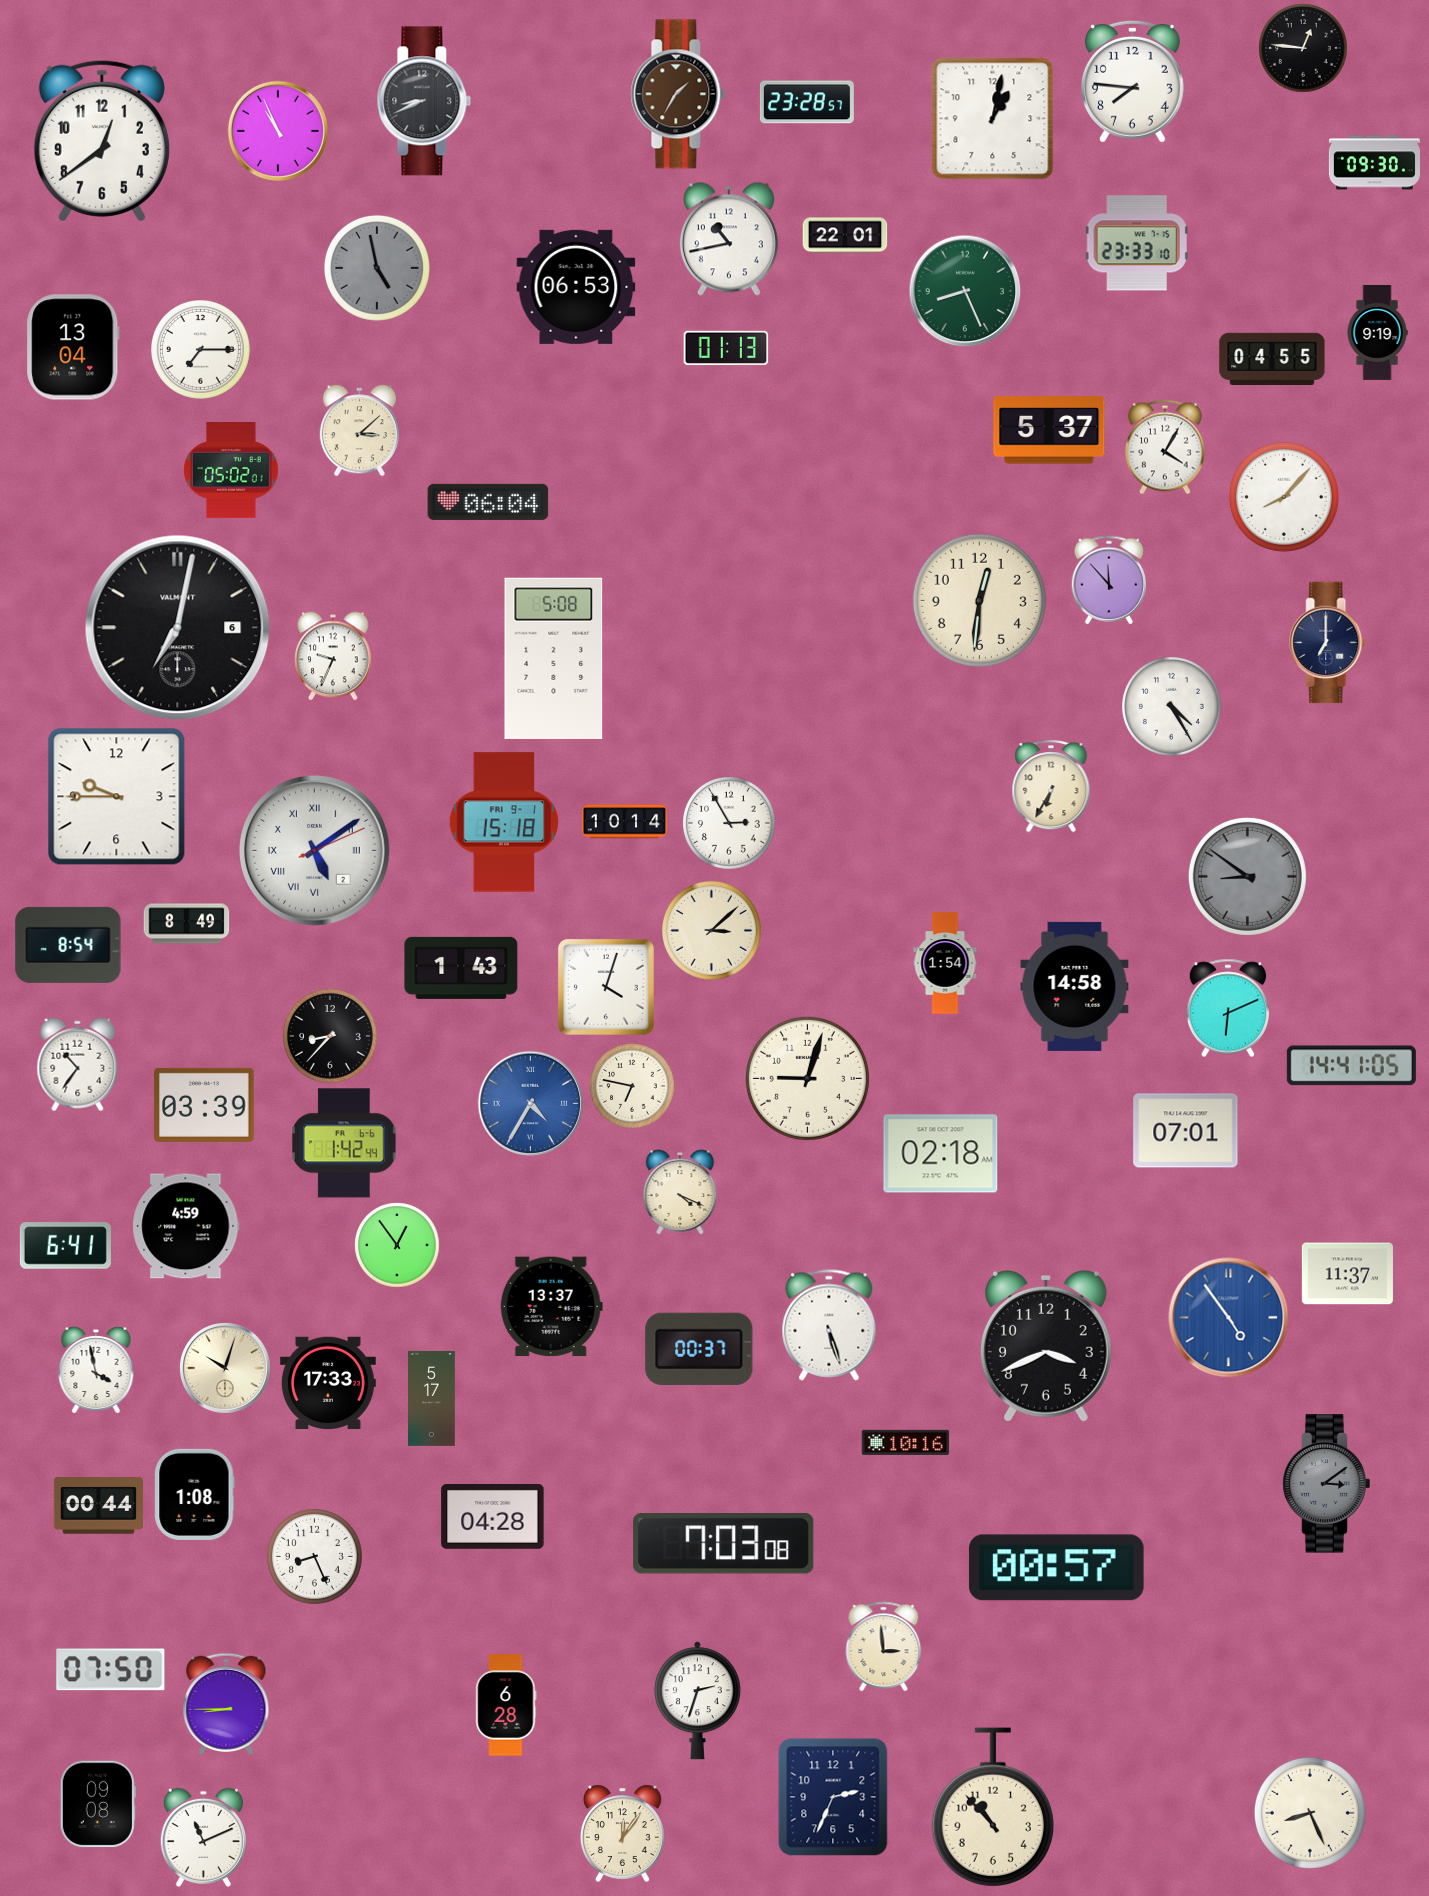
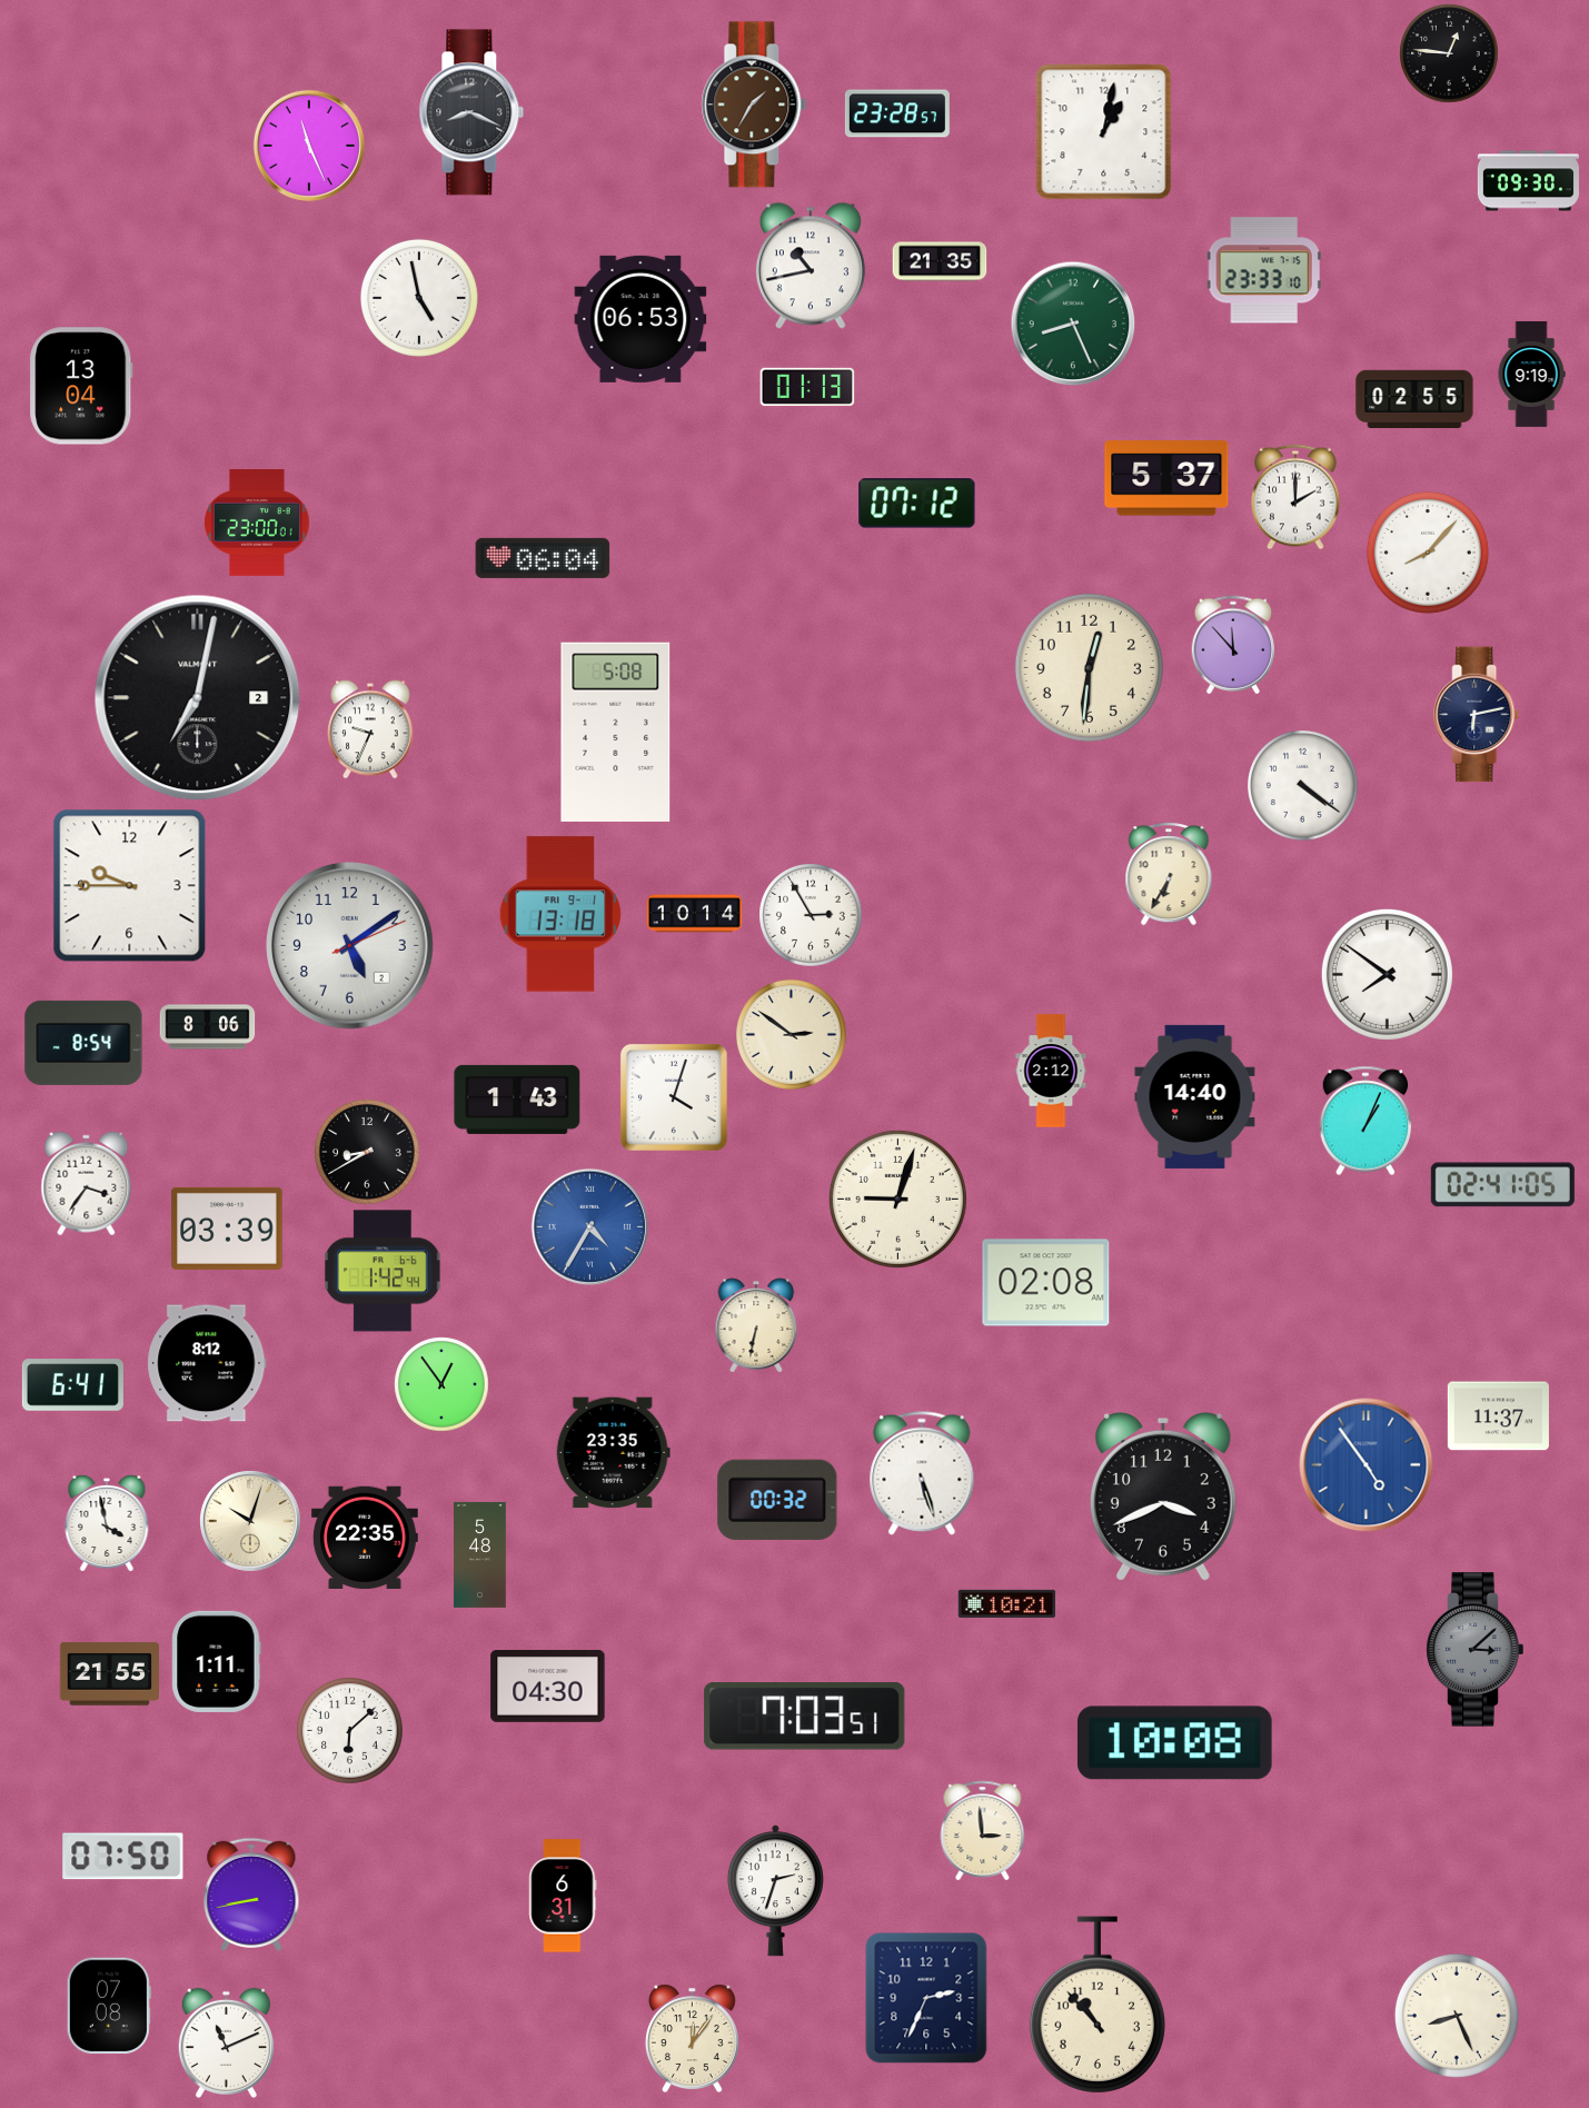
clock at (1132, 81): 7:46 -> none
clock at (424, 101): 8:41 -> 8:19
clock at (278, 131): 10:56 -> 11:26
clock at (102, 141): 12:39 -> none
clock at (845, 235): 22:01 -> 21:35
clock at (377, 268) dial: grey -> white
clock at (1377, 332) position: (1377, 332) -> (1531, 374)
clock at (201, 350): 7:15 -> none
clock at (1272, 359): 04:55 -> 02:55
clock at (359, 431): 3:08 -> none
clock at (1166, 447): 4:05 -> 2:00
clock at (917, 504): none -> 07:12
clock at (231, 470): 05:02 -> 23:00
clock at (178, 628) date: 6 -> 2
clock at (1328, 643): 7:00 -> 6:13
clock at (1172, 707): 4:25 -> 4:21
clock at (504, 822): 15:18 -> 13:18
clock at (315, 851) numerals: Roman -> Arabic
clock at (1247, 876): 8:51 -> 7:51
clock at (1247, 876) dial: grey -> white
clock at (187, 924): 8:49 -> 8:06
clock at (712, 931): 3:08 -> 2:51
clock at (68, 945) position: (68, 945) -> (83, 1043)
clock at (945, 963): 1:54 -> 2:12
clock at (461, 968) position: (461, 968) -> (517, 1100)
clock at (1075, 986): 14:58 -> 14:40
clock at (1228, 1008): 6:11 -> 1:04
clock at (331, 1037): 8:37 -> 8:40
clock at (78, 1065): 10:36 -> 3:36
clock at (1351, 1066): 14:41 -> 02:41
clock at (632, 1086): 6:47 -> none
clock at (1186, 1131): 07:01 -> none
clock at (941, 1154): 02:18 -> 02:08
clock at (680, 1192): 4:19 -> 6:32
clock at (186, 1226): 4:59 -> 8:12
clock at (551, 1307): 13:37 -> 23:35
clock at (699, 1349): 00:37 -> 00:32
clock at (328, 1382): 17:33 -> 22:35
clock at (432, 1398): 5:17 -> 5:48
clock at (906, 1442): 10:16 -> 10:21
clock at (1327, 1484): 3:09 -> 3:08
clock at (195, 1494): 1:08 -> 1:11
clock at (98, 1506): 00:44 -> 21:55
clock at (493, 1517): 04:28 -> 04:30
clock at (724, 1544): 7:03:08 -> 7:03:51
clock at (315, 1557): 8:26 -> 6:08
clock at (1057, 1568): 00:57 -> 10:08
clock at (226, 1704): 8:45 -> 8:43
clock at (506, 1705): 6:28 -> 6:31
clock at (98, 1804): 09:08 -> 07:08
clock at (993, 1807) position: (993, 1807) -> (1098, 2005)
